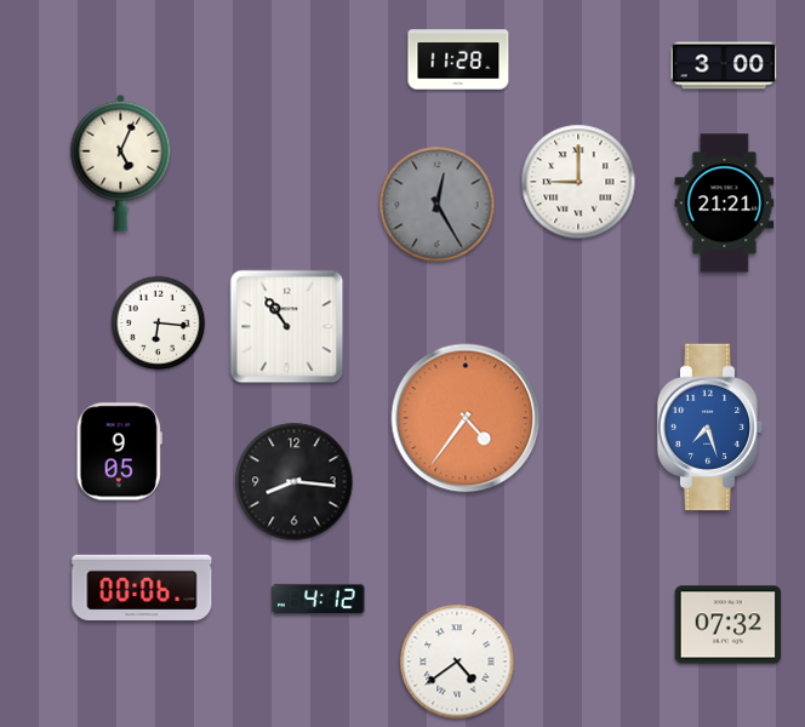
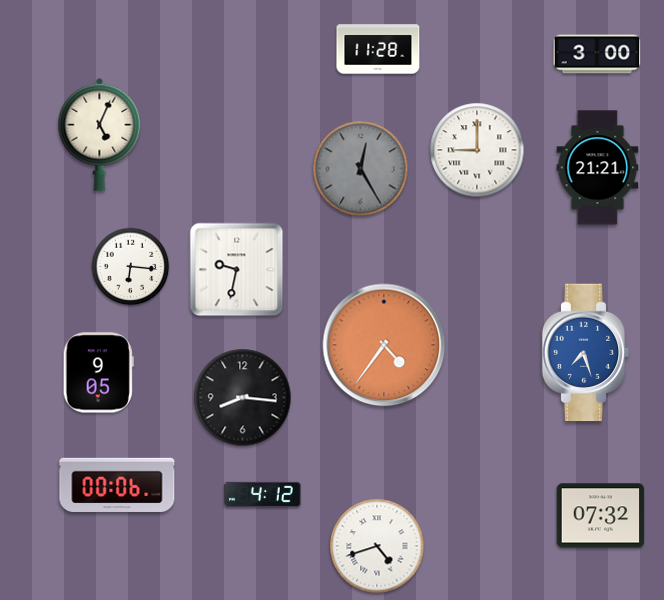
clock at (287, 327): 10:54 -> 9:32
clock at (457, 662): 4:39 -> 4:42
